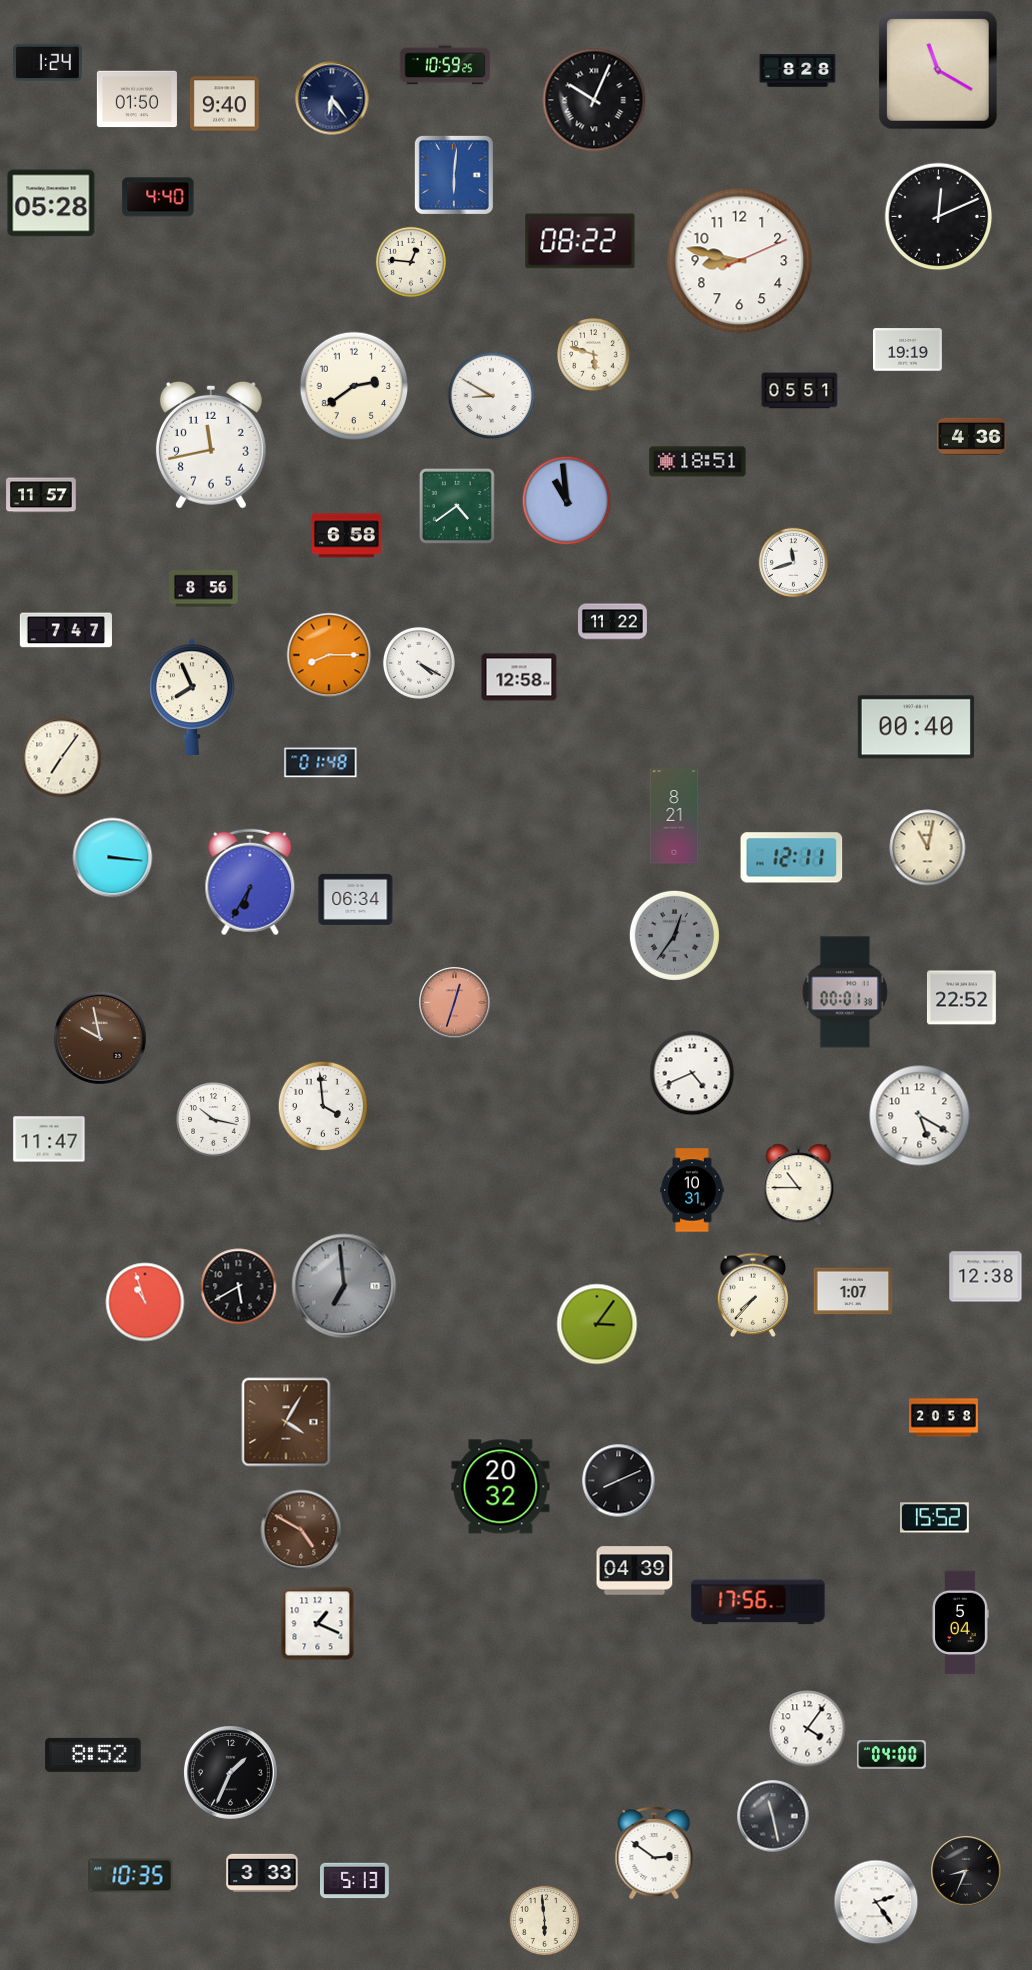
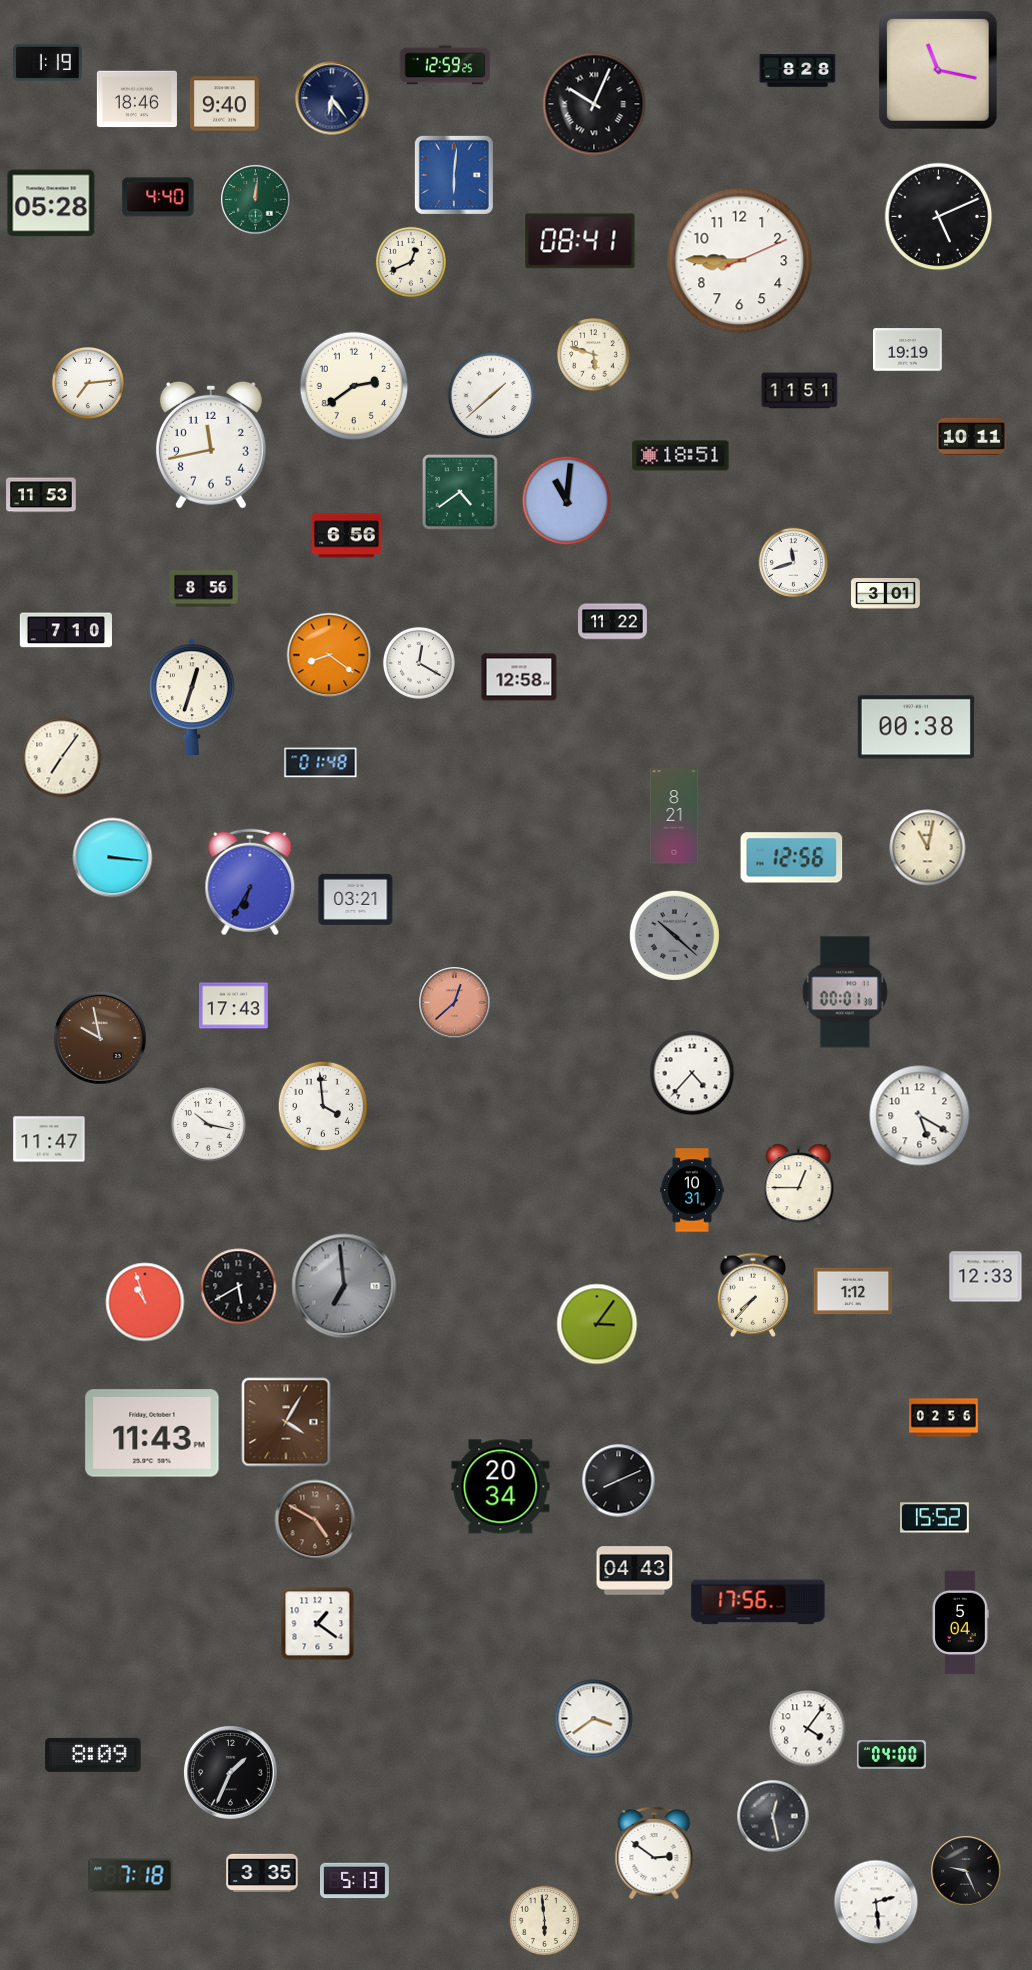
clock at (48, 63): 1:24 -> 1:19
clock at (445, 65): 10:59 -> 12:59
clock at (939, 71): 11:20 -> 11:17
clock at (137, 99): 01:50 -> 18:46
clock at (594, 100) position: (594, 100) -> (594, 104)
clock at (256, 200): none -> 12:01
clock at (939, 217): 12:11 -> 5:11
clock at (580, 241): 08:22 -> 08:41
clock at (740, 261): 8:47 -> 8:45
clock at (411, 262): 12:46 -> 12:41
clock at (88, 383): none -> 7:14
clock at (800, 391): 05:51 -> 11:51
clock at (492, 396): 8:50 -> 1:38
clock at (972, 436): 4:36 -> 10:11
clock at (698, 462) position: (698, 462) -> (681, 456)
clock at (41, 495): 11:57 -> 11:53
clock at (567, 501): 10:59 -> 11:01
clock at (457, 506) position: (457, 506) -> (460, 492)
clock at (346, 536): 6:58 -> 6:56
clock at (886, 594): none -> 3:01
clock at (66, 630): 7:47 -> 7:10
clock at (329, 655): 8:15 -> 8:21
clock at (419, 663): 4:20 -> 12:20
clock at (192, 697): 7:56 -> 12:33
clock at (916, 727): 00:40 -> 00:38
clock at (792, 858): 12:11 -> 12:56
clock at (356, 899): 06:34 -> 03:21
clock at (674, 935): 12:36 -> 10:22
clock at (961, 998): 22:52 -> none
clock at (455, 1003): 12:33 -> 12:38
clock at (234, 1006): none -> 17:43
clock at (692, 1073): 4:41 -> 4:37
clock at (214, 1120) position: (214, 1120) -> (209, 1125)
clock at (799, 1185): 10:45 -> 12:45
clock at (986, 1277): 12:38 -> 12:33
clock at (853, 1291): 1:07 -> 1:12
clock at (944, 1418): 20:58 -> 02:56
clock at (152, 1433): none -> 11:43
clock at (501, 1487): 20:32 -> 20:34
clock at (301, 1530) position: (301, 1530) -> (315, 1520)
clock at (635, 1571): 04:39 -> 04:43
clock at (318, 1624): 1:19 -> 1:21
clock at (594, 1719): none -> 3:39
clock at (93, 1755): 8:52 -> 8:09
clock at (773, 1816): 11:28 -> 12:28
clock at (966, 1871): 8:34 -> 9:26
clock at (262, 1872): 3:33 -> 3:35
clock at (131, 1876): 10:35 -> 7:18
clock at (876, 1902): 2:24 -> 2:29
